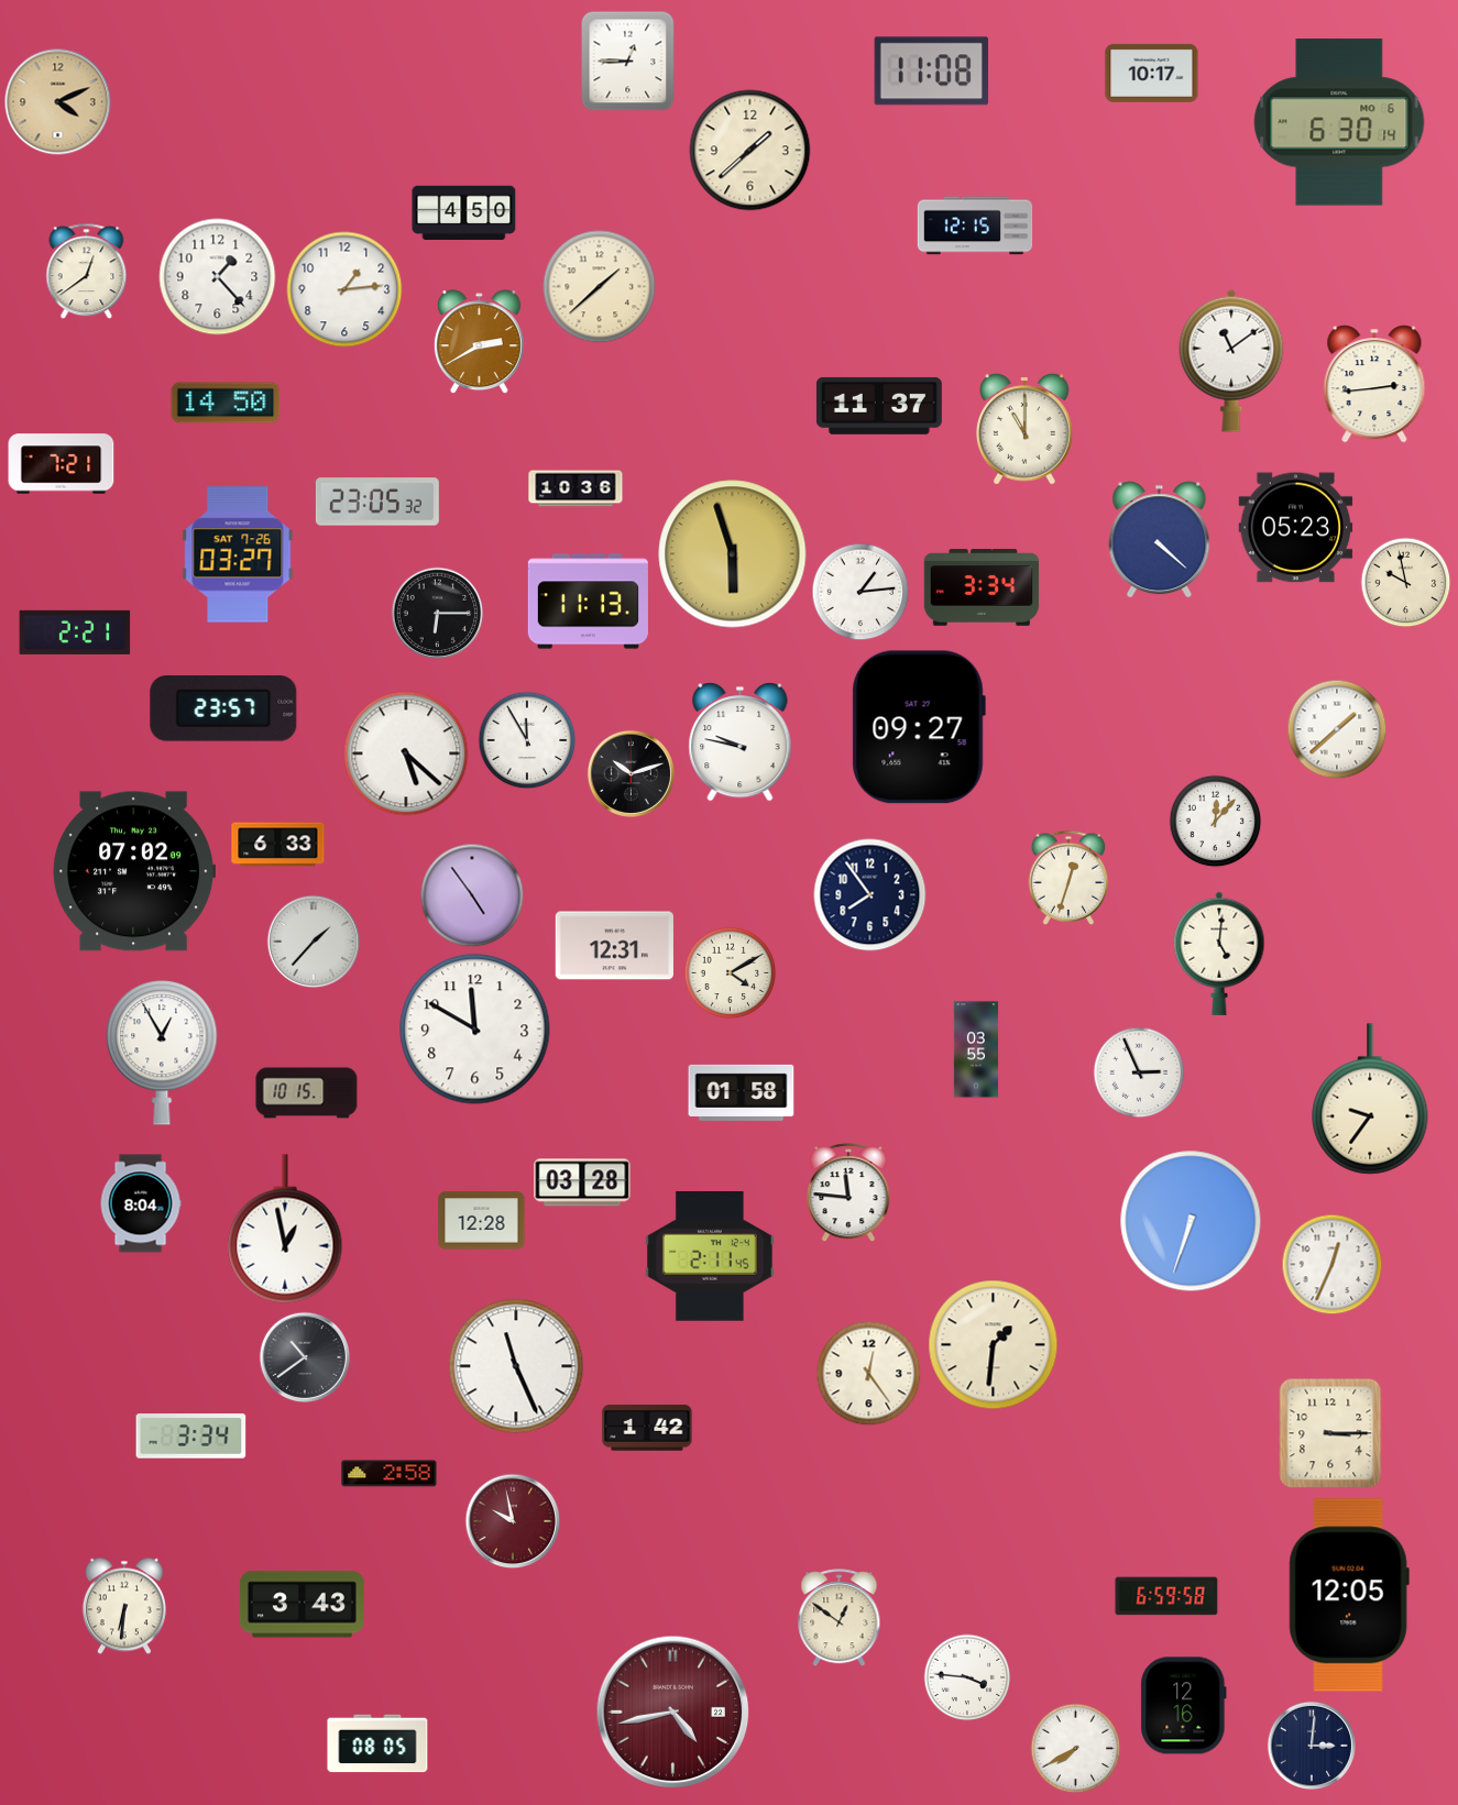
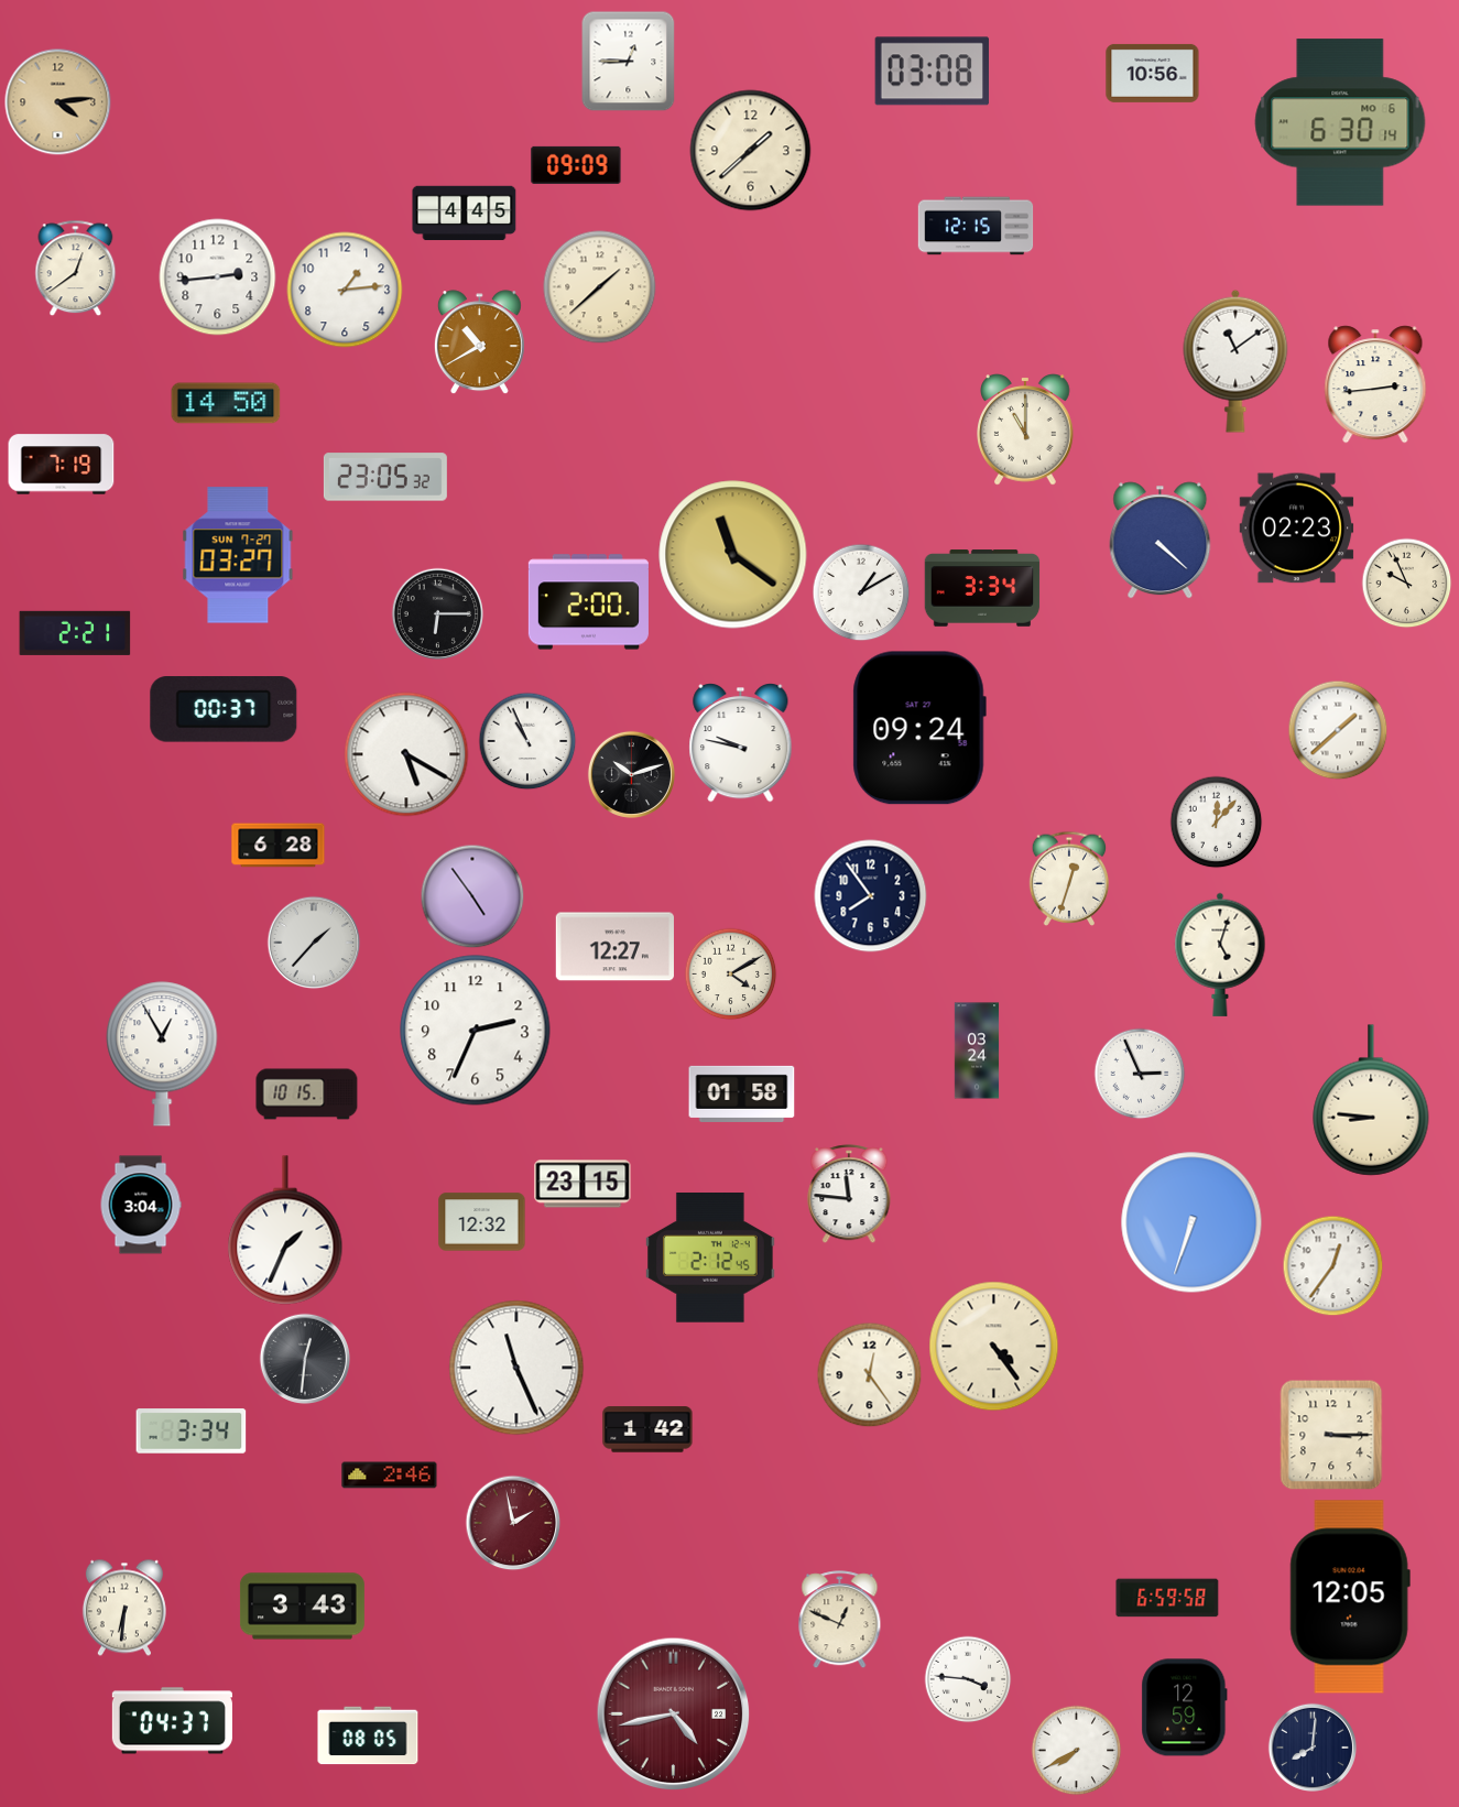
clock at (931, 71): 11:08 -> 03:08
clock at (1152, 73): 10:17 -> 10:56
clock at (58, 102): 4:11 -> 4:14
clock at (576, 165): none -> 09:09
clock at (464, 213): 4:50 -> 4:45
clock at (87, 271) position: (87, 271) -> (76, 268)
clock at (218, 277): 1:23 -> 2:44
clock at (479, 342): 2:40 -> 10:40
clock at (1231, 361) position: (1231, 361) -> (1235, 361)
clock at (879, 406): 11:37 -> none
clock at (62, 464): 7:21 -> 7:19
clock at (575, 488): 10:36 -> none
clock at (377, 502) position: (377, 502) -> (385, 477)
clock at (1296, 528): 05:23 -> 02:23
clock at (238, 554) date: SAT 7-26 -> SUN 7-27
clock at (733, 554): 5:57 -> 11:21
clock at (1405, 582): 9:58 -> 9:56
clock at (860, 592): 1:14 -> 1:10
clock at (588, 602): 11:13 -> 2:00
clock at (223, 708): 23:57 -> 00:37
clock at (919, 727): 09:27 -> 09:24
clock at (527, 740): 11:55 -> 10:56
clock at (406, 753): 5:22 -> 5:20
clock at (278, 845): 6:33 -> 6:28
clock at (133, 871): 07:02 -> none
clock at (614, 946): 12:31 -> 12:27
clock at (1219, 954): 5:01 -> 5:03
clock at (475, 1030): 11:50 -> 2:34
clock at (976, 1049): 03:55 -> 03:24
clock at (1370, 1099): 9:36 -> 8:46
clock at (582, 1182): 03:28 -> 23:15
clock at (141, 1203): 8:04 -> 3:04
clock at (482, 1221): 12:28 -> 12:32
clock at (285, 1229): 12:58 -> 1:34
clock at (711, 1257): 2:11 -> 2:12
clock at (1331, 1264): 12:34 -> 12:36
clock at (994, 1345): 1:31 -> 4:24
clock at (305, 1357): 10:39 -> 12:31
clock at (191, 1437) position: (191, 1437) -> (192, 1432)
clock at (390, 1474): 2:58 -> 2:46
clock at (513, 1521): 9:58 -> 1:58
clock at (840, 1618): 12:51 -> 12:49
clock at (1184, 1706): 12:16 -> 12:59
clock at (172, 1721): none -> 04:37
clock at (377, 1743) position: (377, 1743) -> (368, 1735)
clock at (1311, 1745): 3:01 -> 8:01
